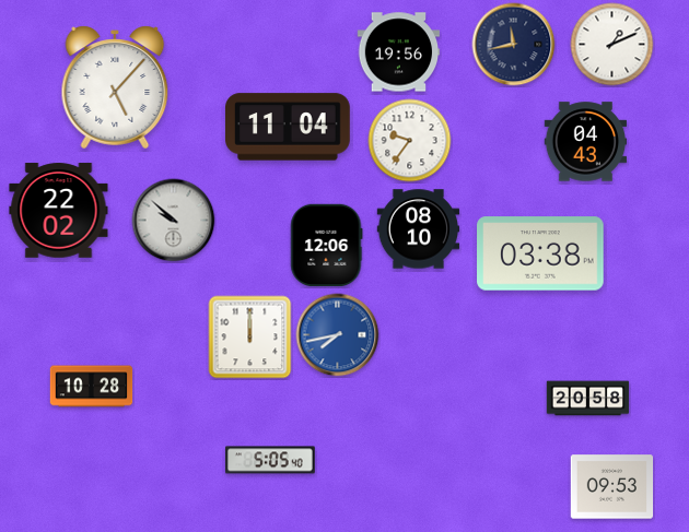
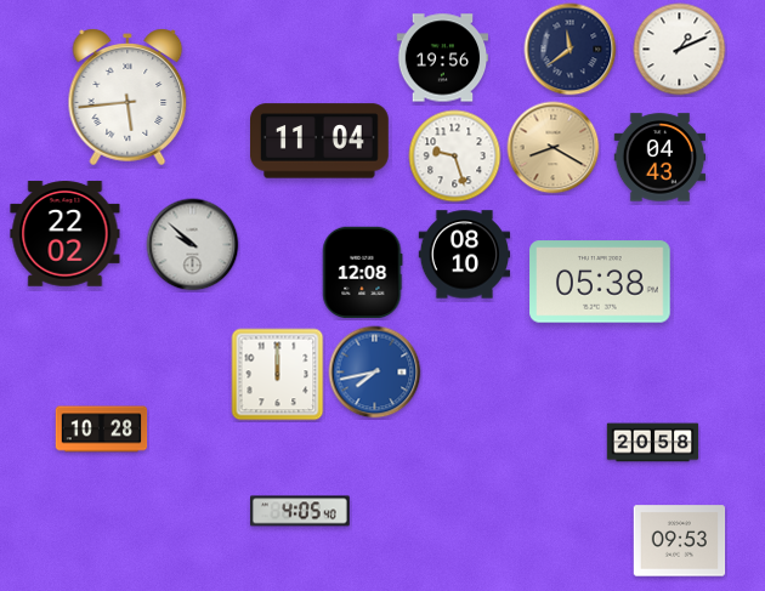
clock at (514, 45): 11:43 -> 11:39
clock at (115, 87): 5:07 -> 5:44
clock at (554, 148): none -> 8:20
clock at (410, 141): 9:36 -> 9:27
clock at (586, 142) position: (586, 142) -> (661, 158)
clock at (327, 246): 12:06 -> 12:08
clock at (540, 253): 03:38 -> 05:38
clock at (271, 460): 5:05 -> 4:05
